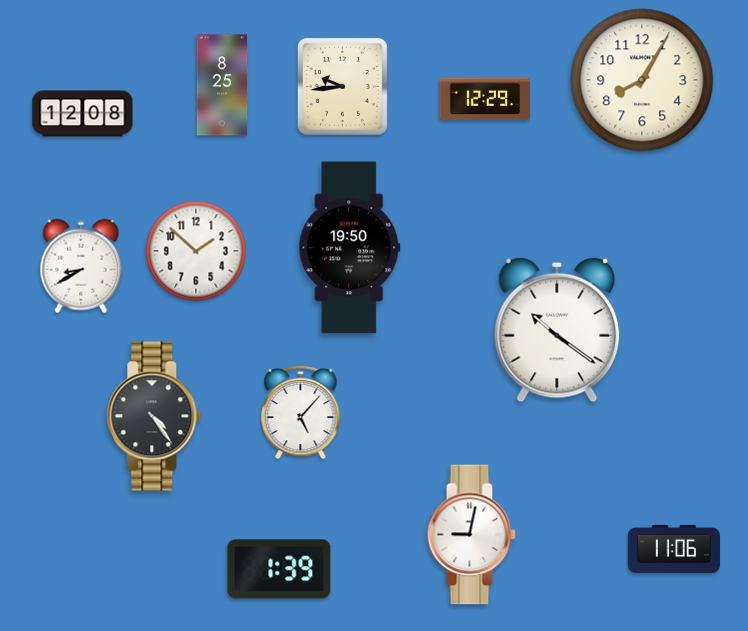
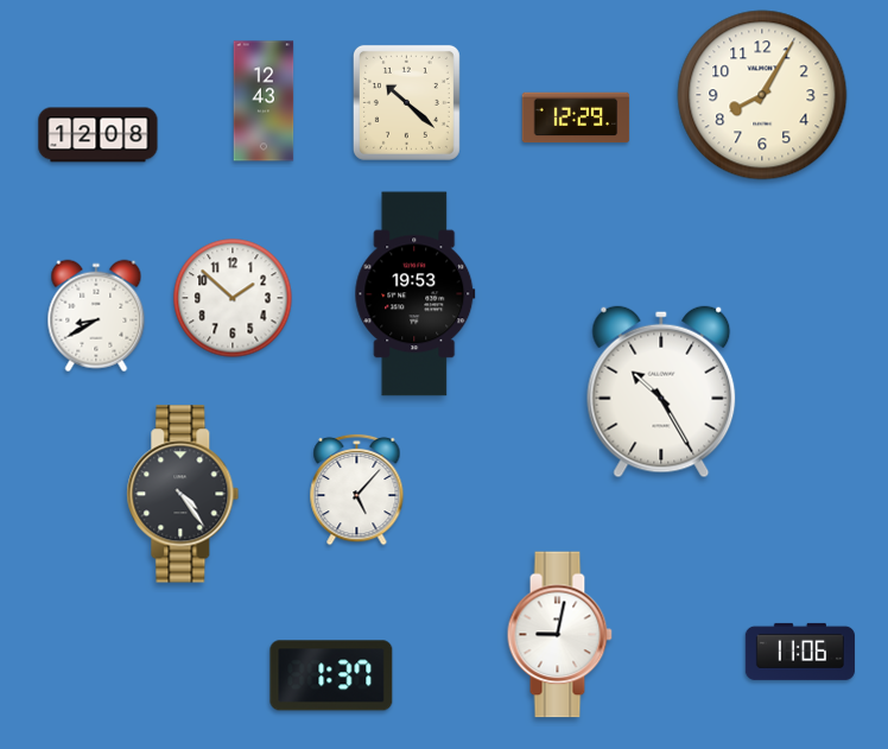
clock at (222, 85): 8:25 -> 12:43
clock at (342, 86): 9:44 -> 10:22
clock at (350, 248): 19:50 -> 19:53
clock at (557, 330): 10:21 -> 10:25
clock at (279, 569): 1:39 -> 1:37
